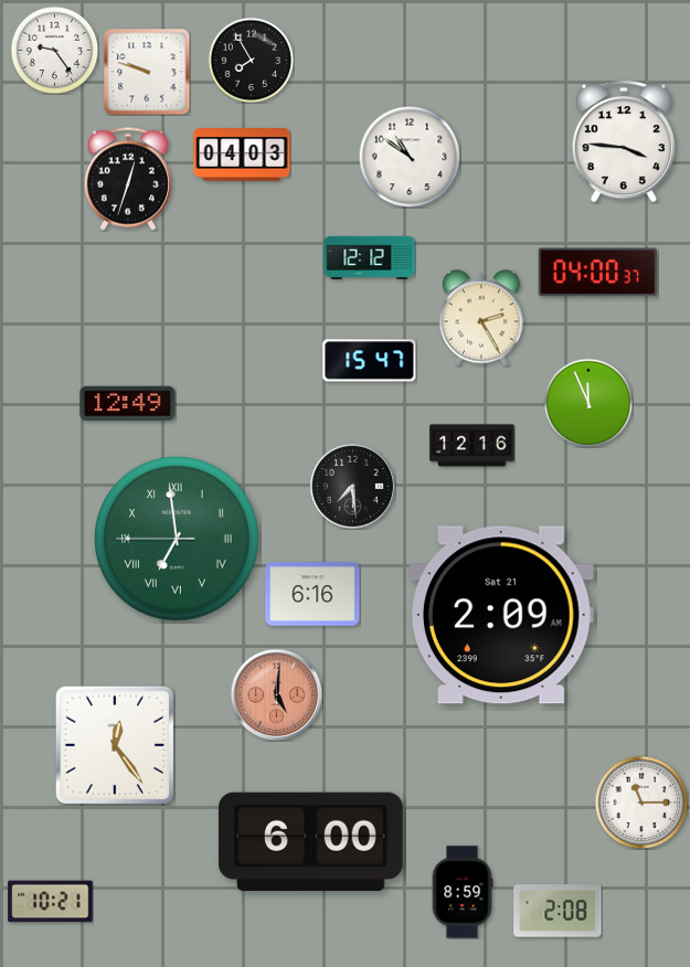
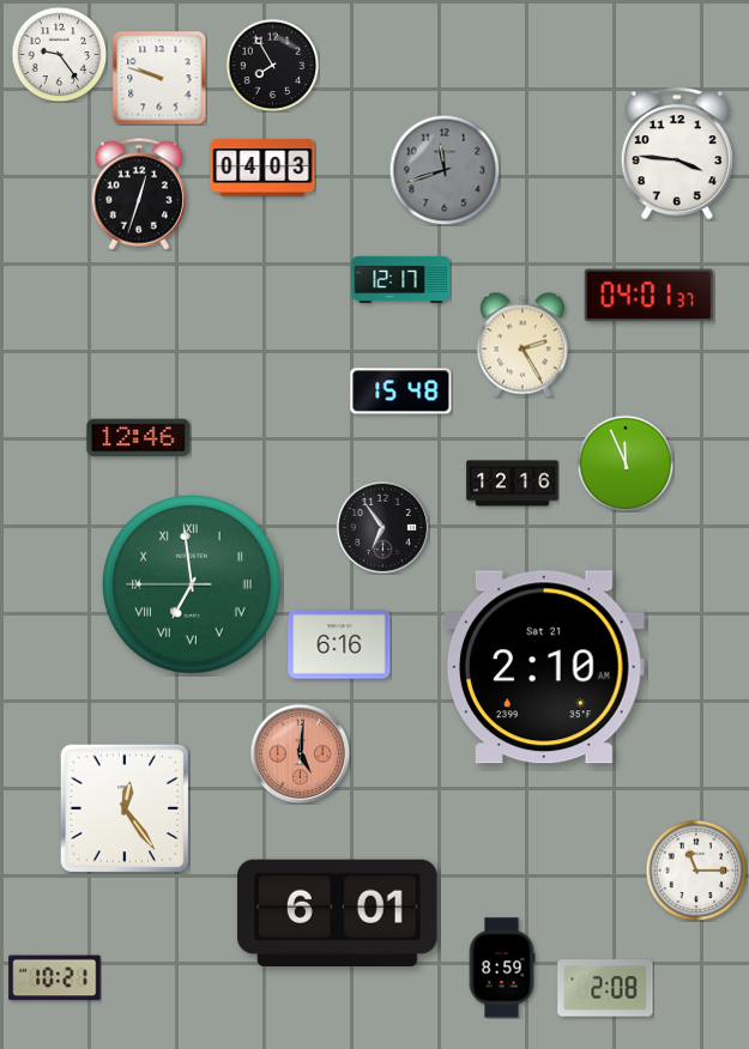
clock at (410, 157): 10:51 -> 11:42
clock at (410, 157) dial: white -> grey
clock at (370, 257): 12:12 -> 12:17
clock at (597, 273): 04:00 -> 04:01
clock at (370, 361): 15:47 -> 15:48
clock at (588, 403) position: (588, 403) -> (626, 463)
clock at (128, 404): 12:49 -> 12:46
clock at (352, 486): 7:29 -> 6:54
clock at (502, 615): 2:09 -> 2:10
clock at (311, 841): 6:00 -> 6:01
